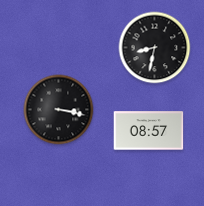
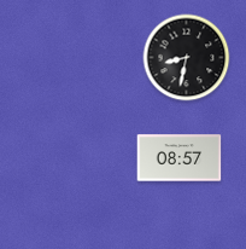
clock at (59, 110): 3:17 -> none
